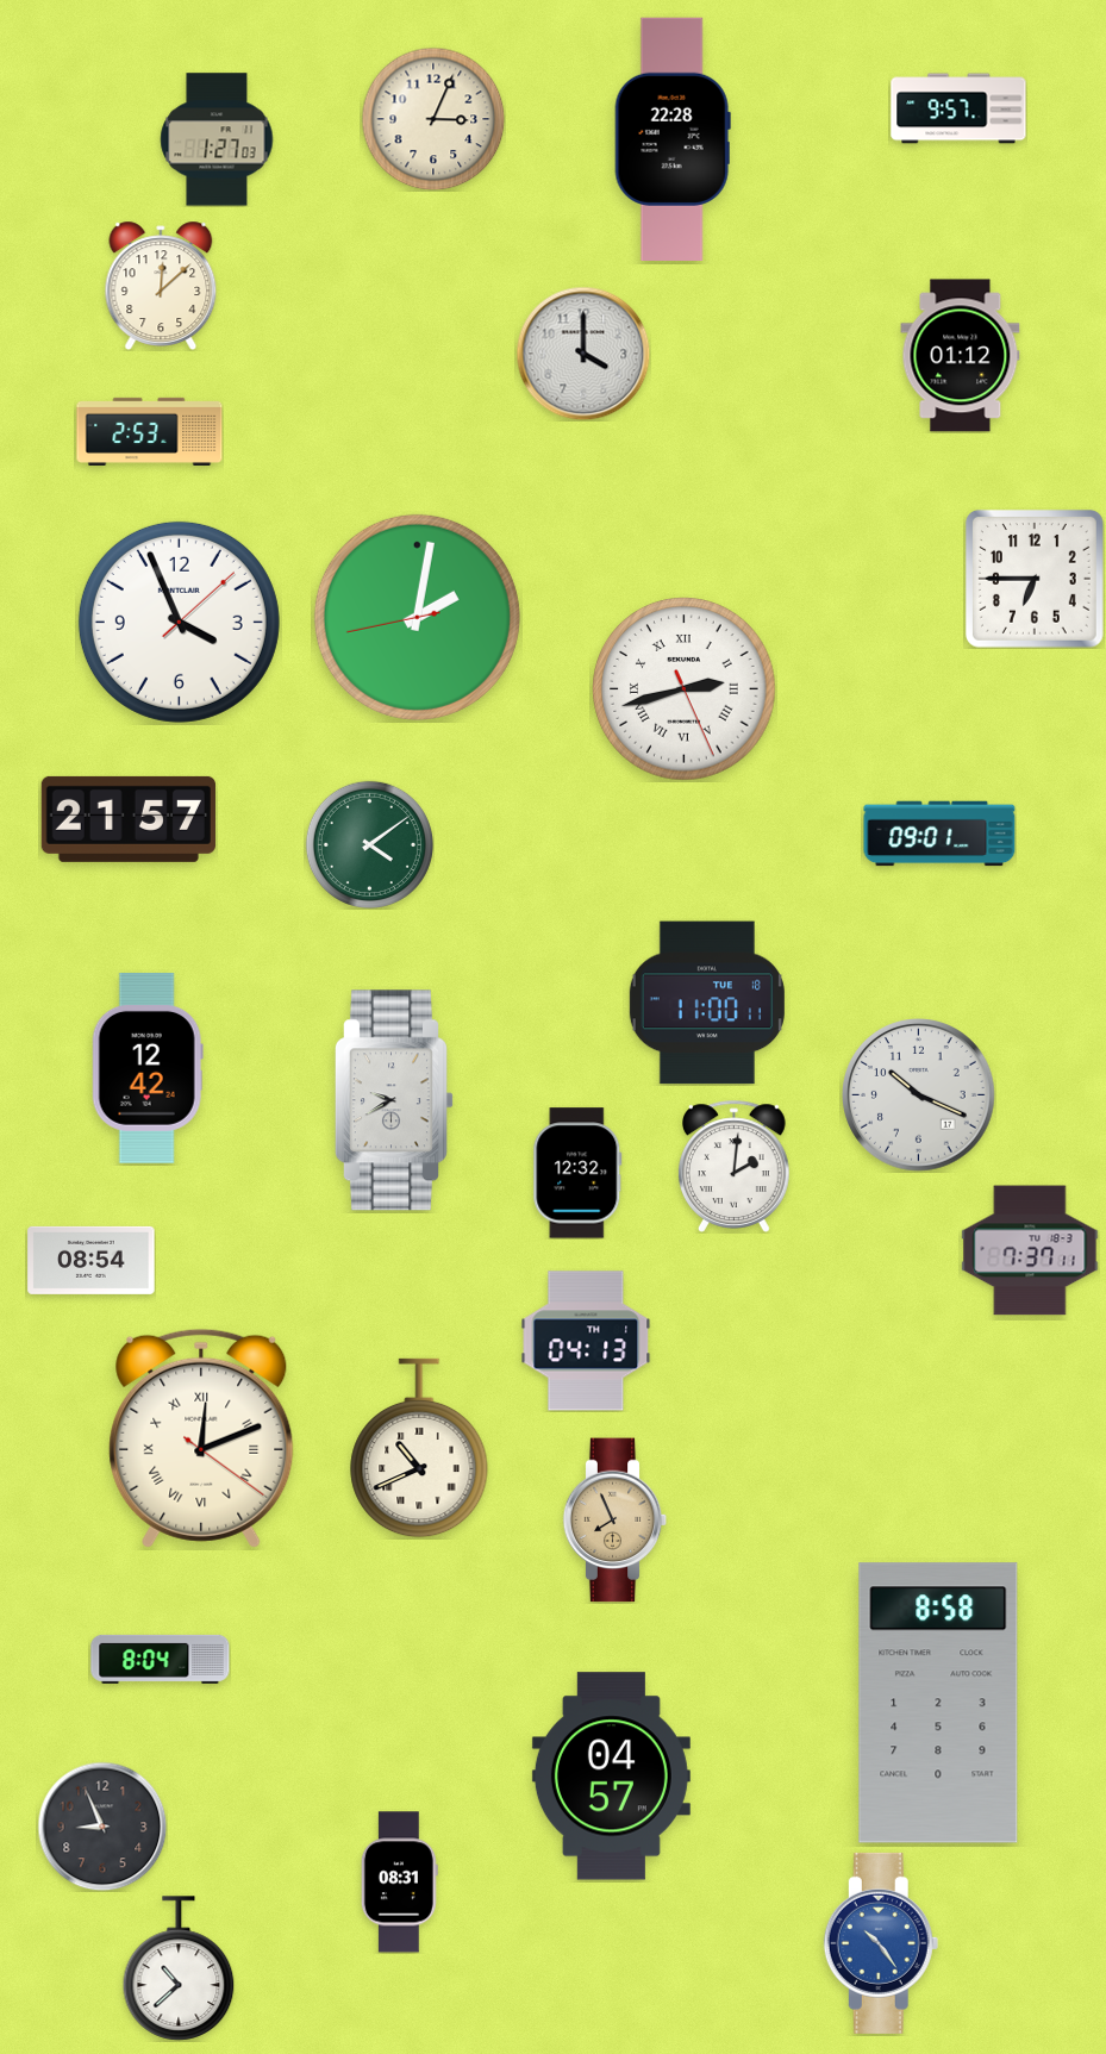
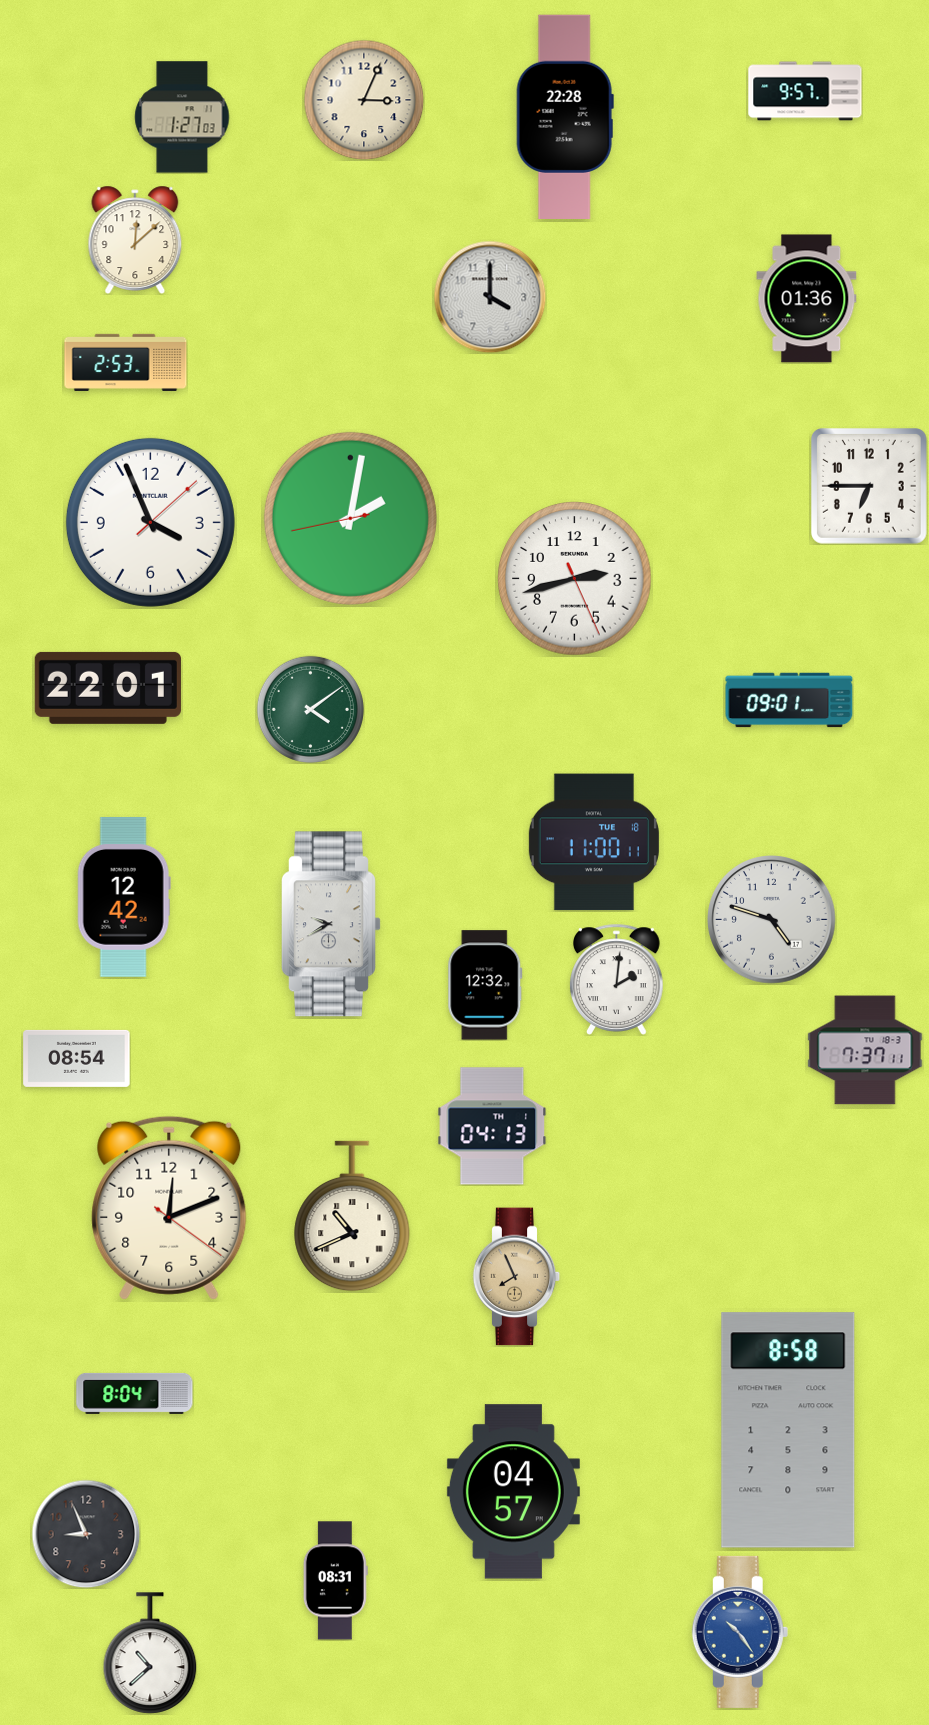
clock at (961, 356): 01:12 -> 01:36
clock at (685, 689) numerals: Roman -> Arabic
clock at (129, 819): 21:57 -> 22:01
clock at (919, 1095): 10:19 -> 4:48
clock at (201, 1438) numerals: Roman -> Arabic
